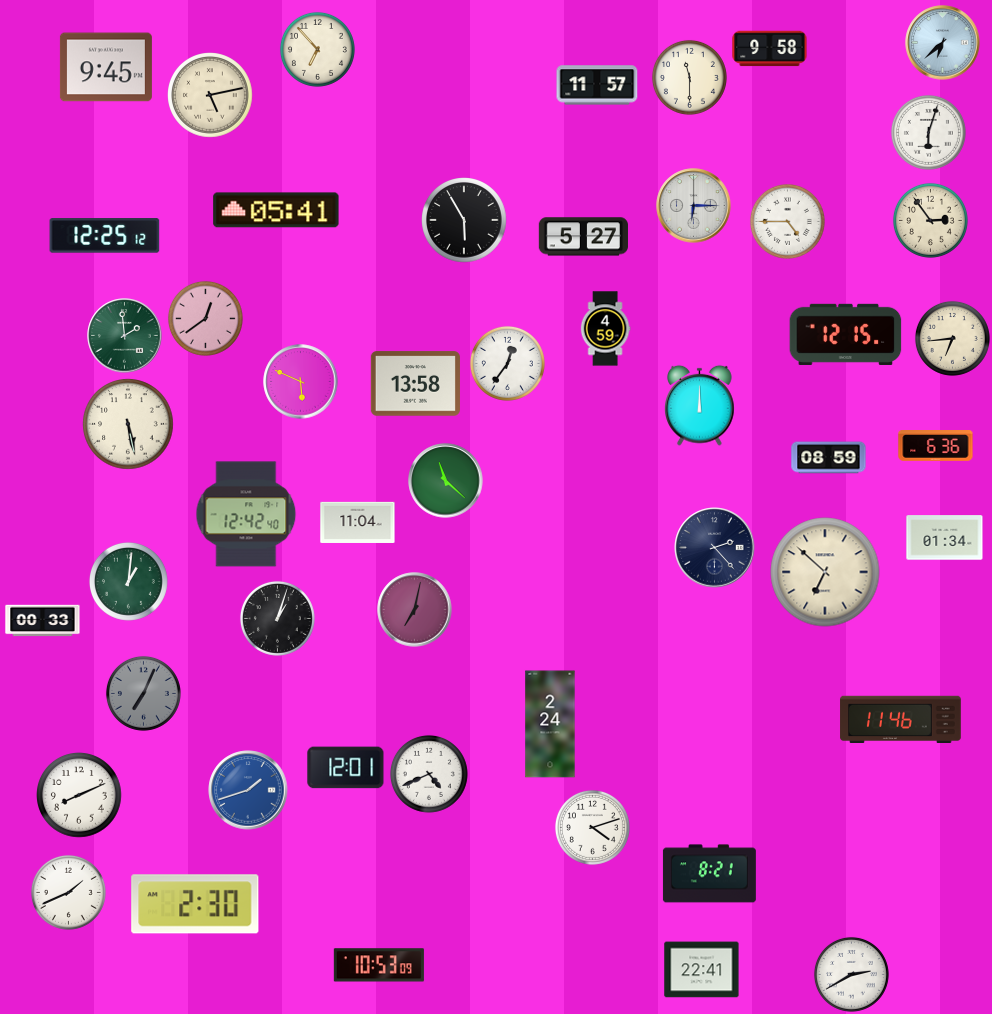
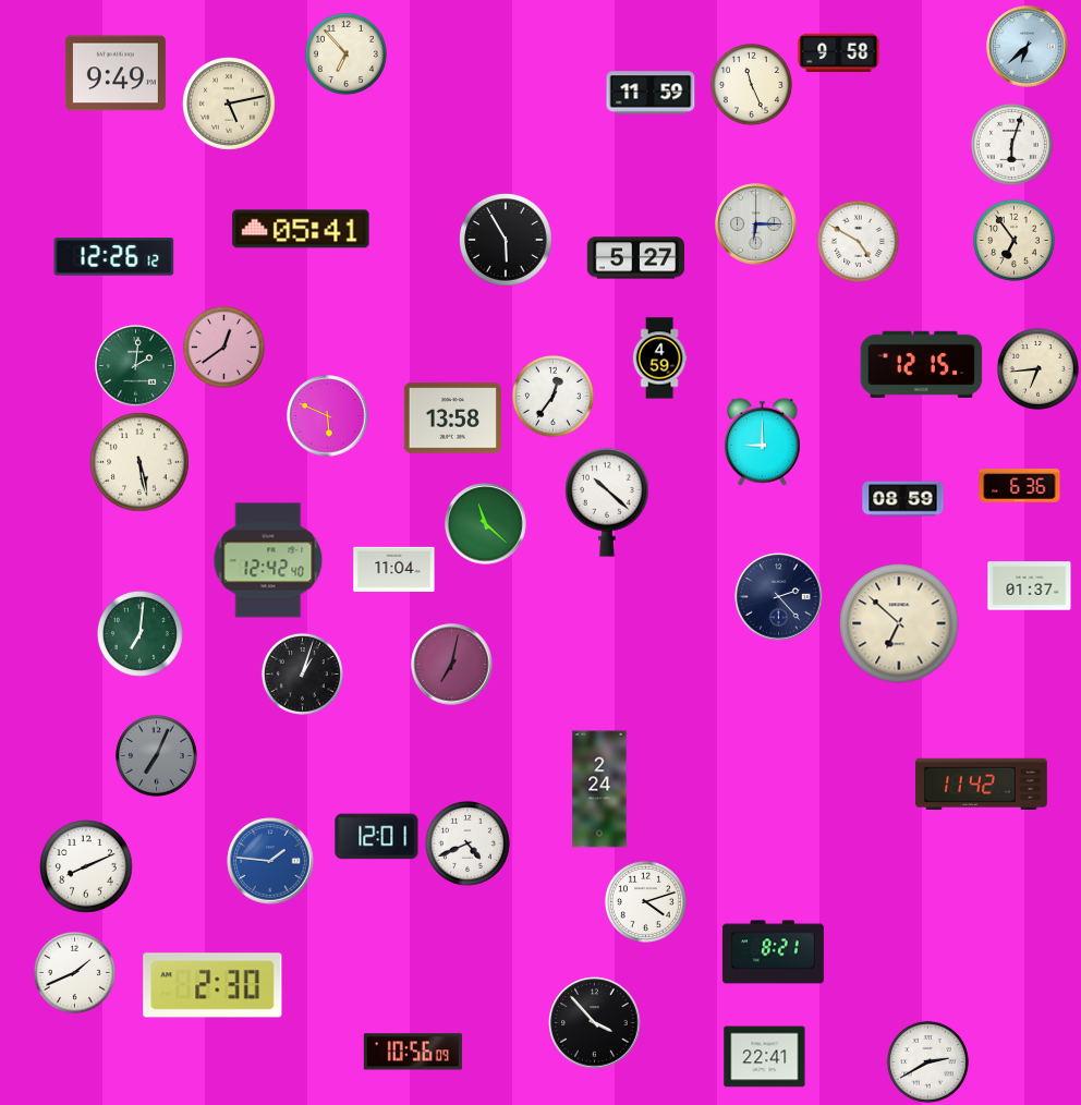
clock at (106, 67): 9:45 -> 9:49
clock at (689, 77): 11:30 -> 11:26
clock at (597, 85): 11:57 -> 11:59
clock at (930, 220): 2:54 -> 6:54
clock at (787, 221): 4:45 -> 4:50
clock at (105, 236): 12:25 -> 12:26
clock at (125, 336): 1:59 -> 2:01
clock at (700, 405): 12:00 -> 9:00
clock at (607, 503): none -> 10:22
clock at (358, 522) position: (358, 522) -> (394, 569)
clock at (945, 538): 01:34 -> 01:37
clock at (128, 581): 1:01 -> 7:01
clock at (43, 621): 00:33 -> none
clock at (901, 719): 11:46 -> 11:42
clock at (248, 790): 1:42 -> 1:46
clock at (595, 1023): none -> 3:53
clock at (379, 965): 10:53 -> 10:56
